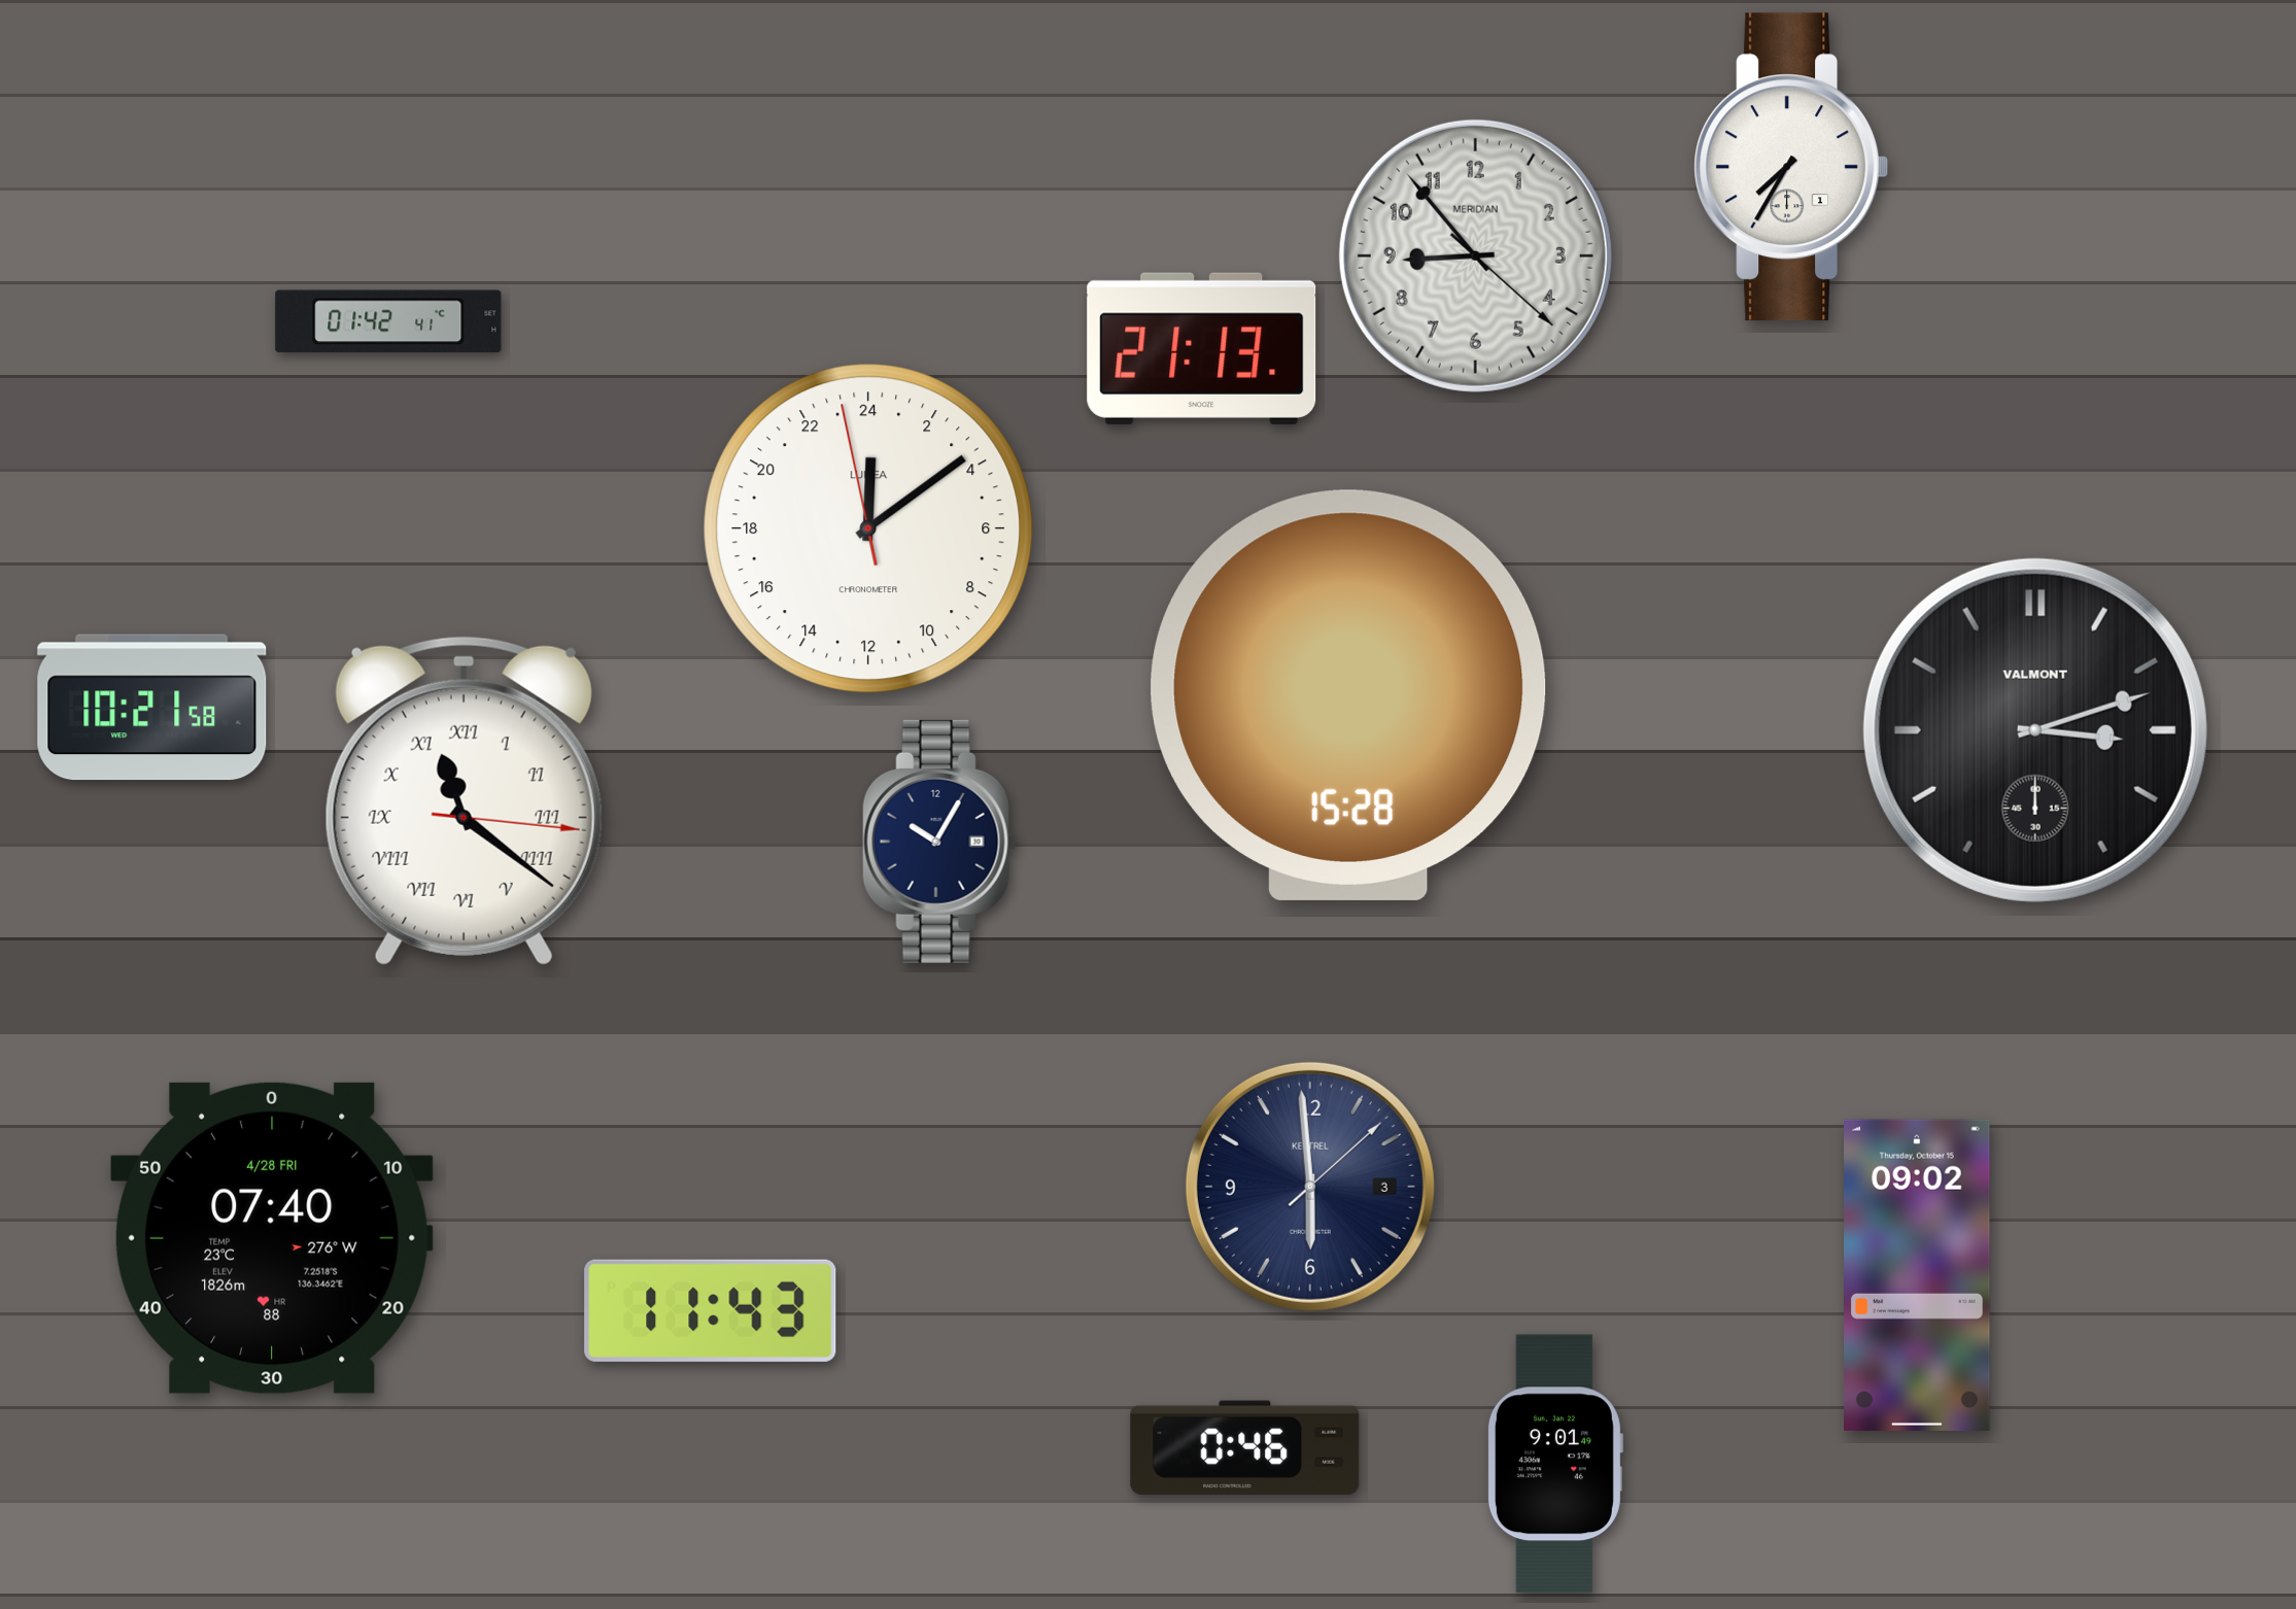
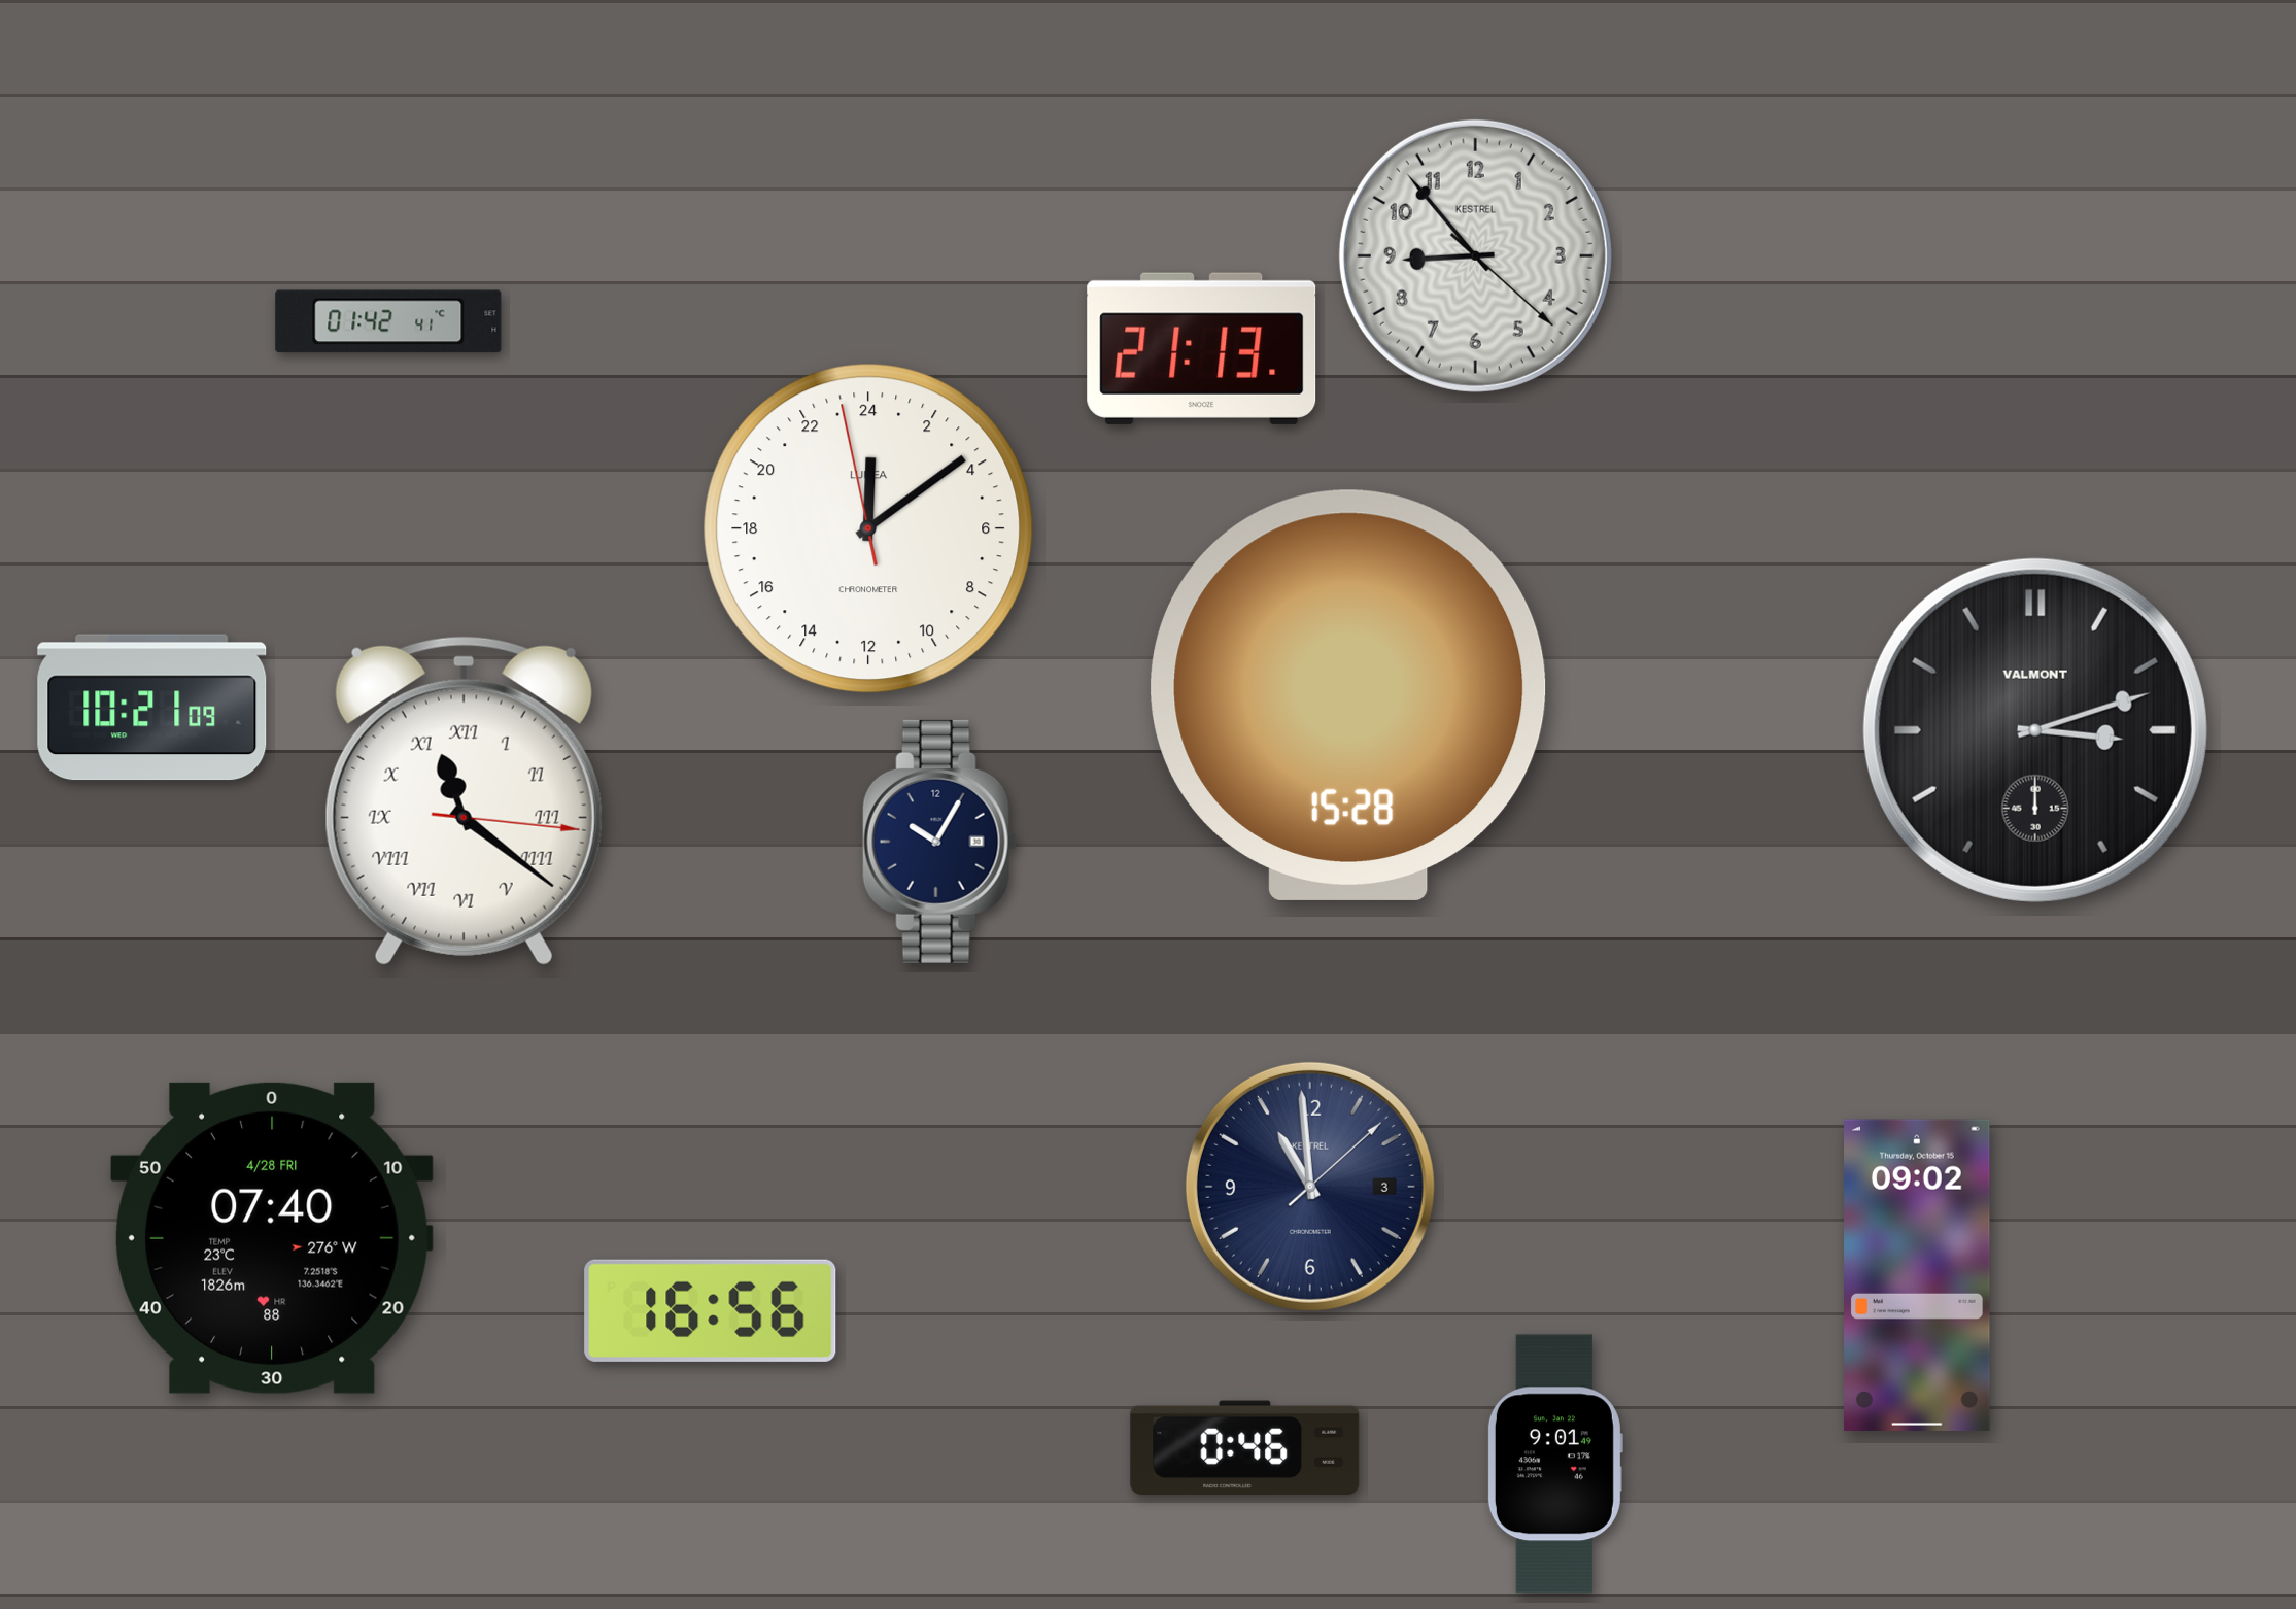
clock at (1791, 167): 7:35 -> none
clock at (1475, 255) brand: MERIDIAN -> KESTREL
clock at (152, 708): 10:21:58 -> 10:21:09
clock at (1310, 1187): 5:59 -> 10:59
clock at (711, 1310): 11:43 -> 16:56
